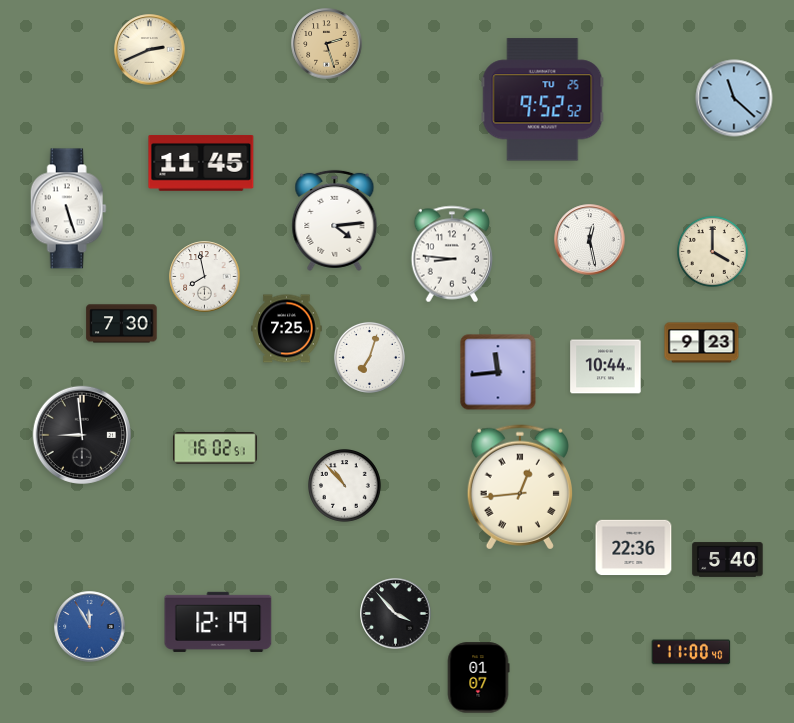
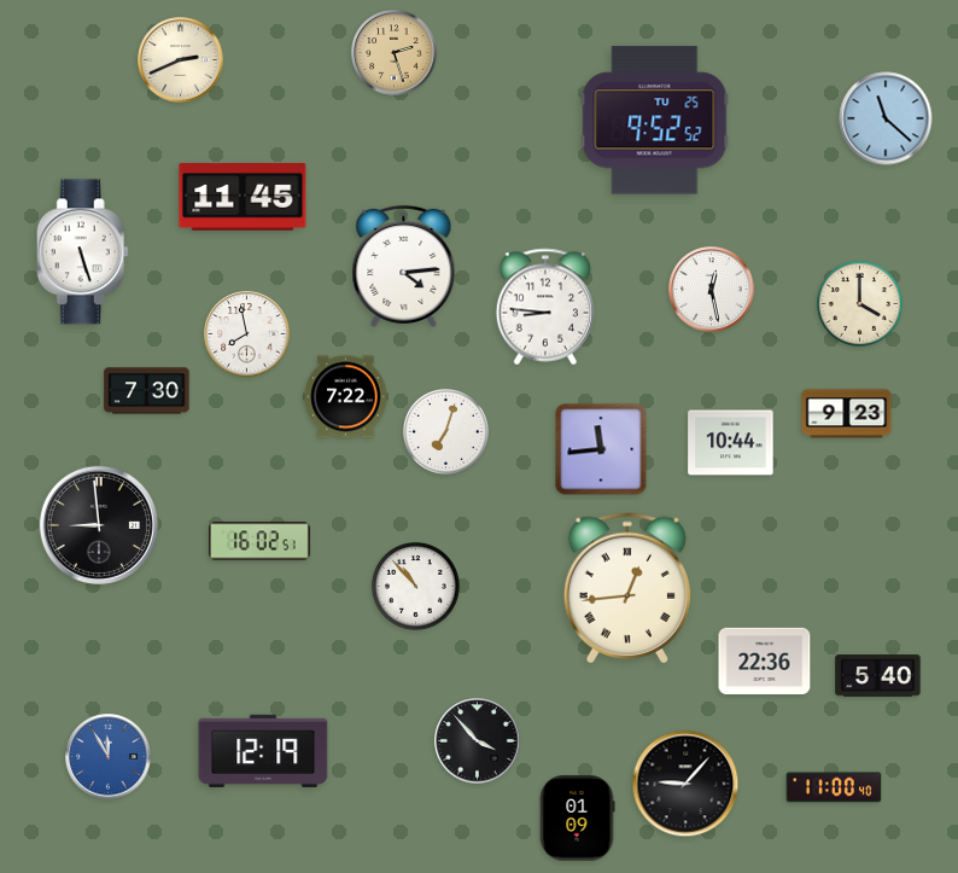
clock at (287, 329): 7:25 -> 7:22
clock at (685, 784): none -> 9:07
clock at (478, 678): 01:07 -> 01:09
